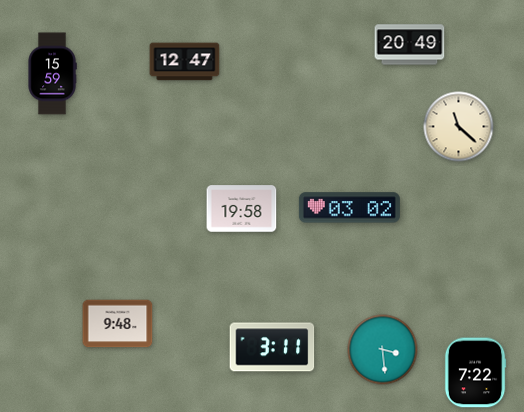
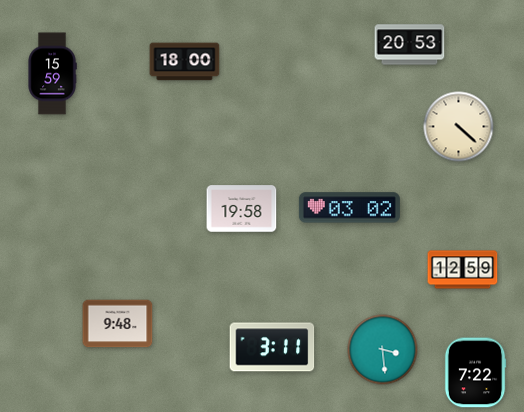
clock at (410, 45): 20:49 -> 20:53
clock at (185, 62): 12:47 -> 18:00
clock at (459, 127): 11:22 -> 4:22
clock at (463, 270): none -> 12:59
